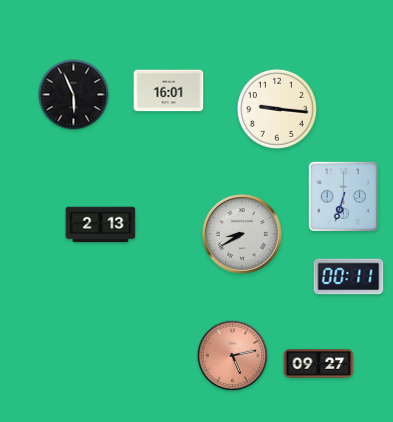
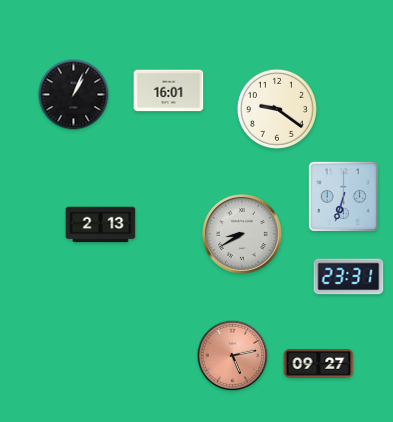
clock at (74, 95): 5:56 -> 1:04
clock at (277, 109): 9:16 -> 9:21
clock at (349, 277): 00:11 -> 23:31
